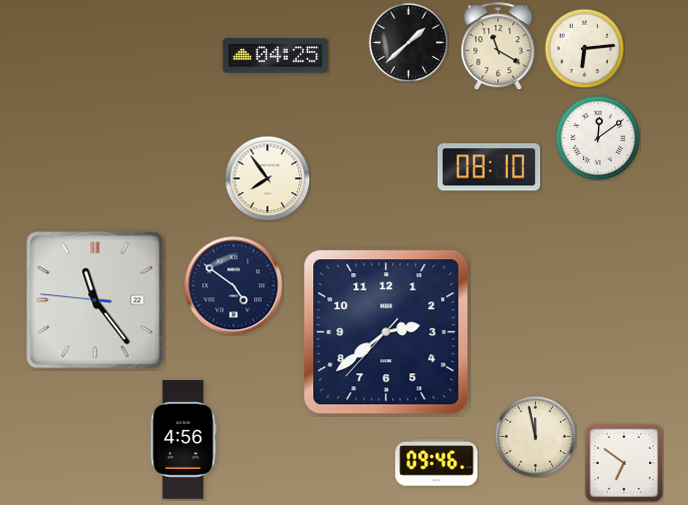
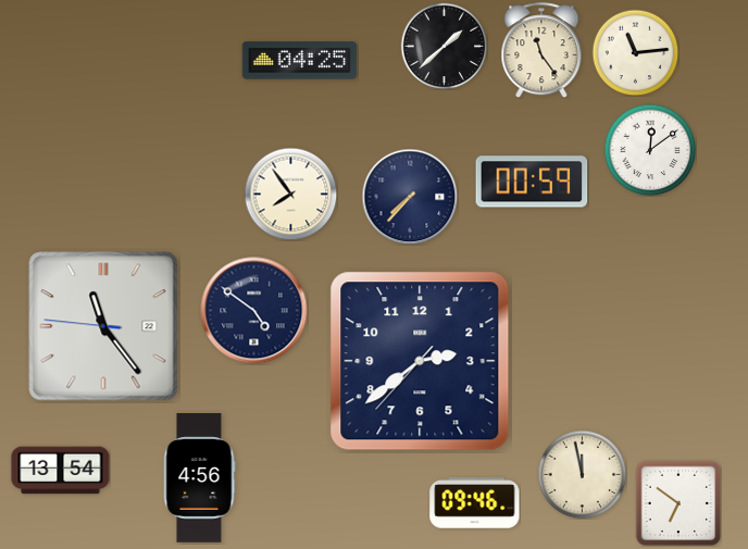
clock at (498, 46): 11:20 -> 11:24
clock at (584, 48): 6:14 -> 11:14
clock at (489, 167): 08:10 -> 00:59
clock at (410, 197): none -> 7:37
clock at (61, 471): none -> 13:54
